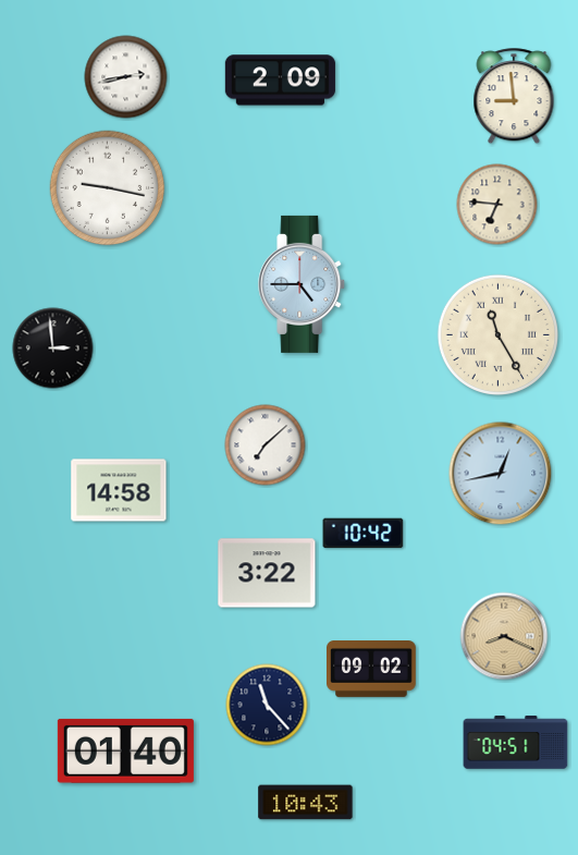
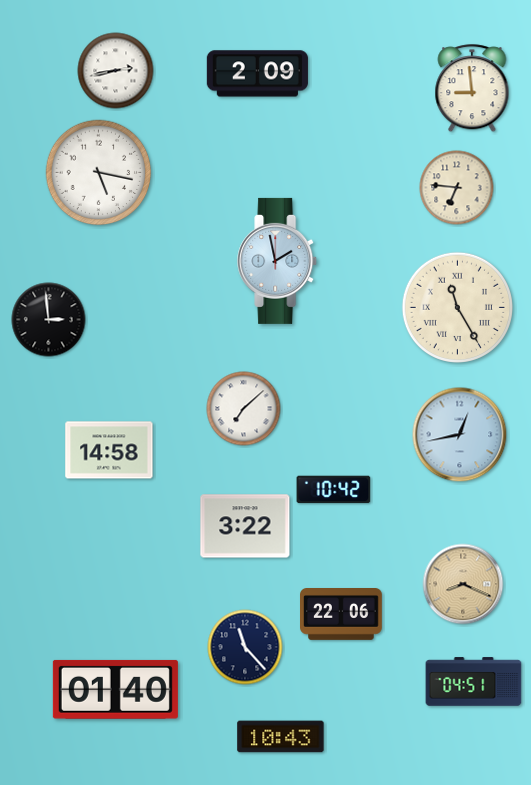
clock at (108, 188): 9:17 -> 5:17
clock at (303, 284): 4:45 -> 1:58
clock at (372, 670): 09:02 -> 22:06
